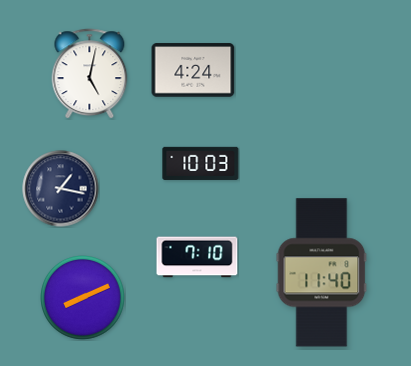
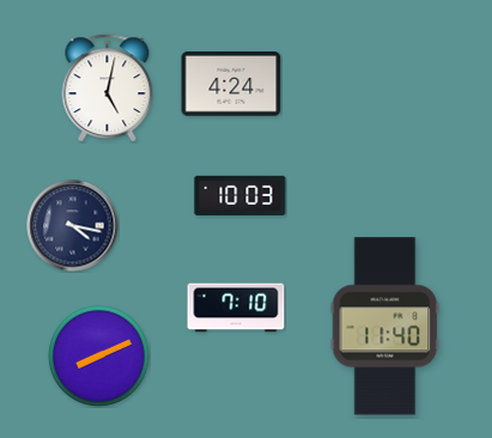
clock at (61, 189): 1:17 -> 4:17
